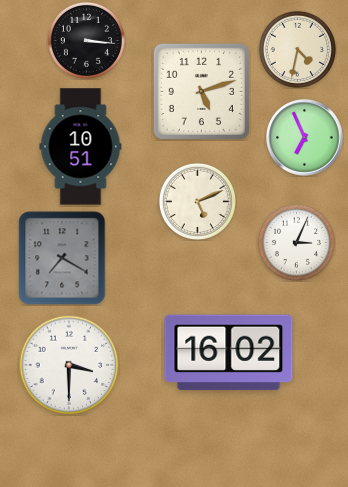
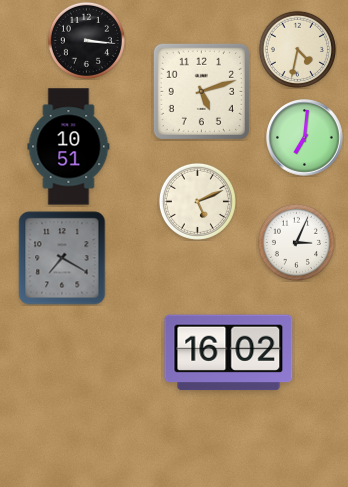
clock at (305, 138): 6:56 -> 7:01
clock at (81, 147) position: (81, 147) -> (69, 147)
clock at (69, 365): 3:30 -> none
